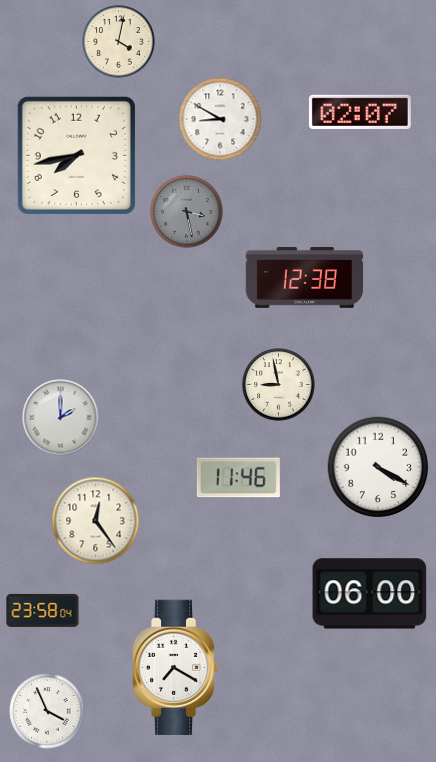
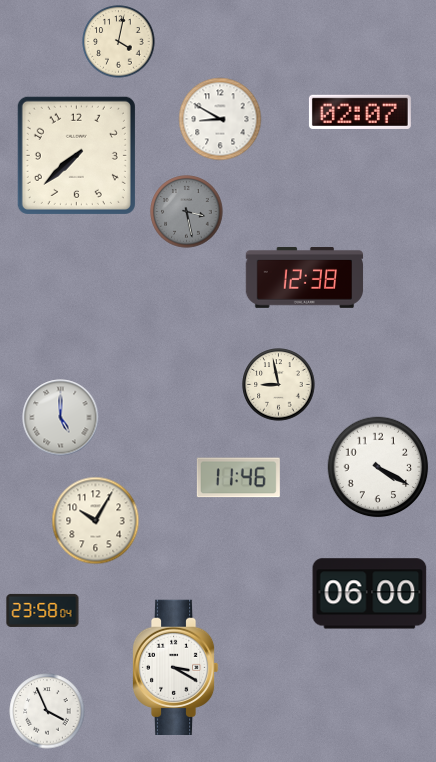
clock at (76, 155): 7:43 -> 7:38
clock at (61, 418): 2:00 -> 5:00
clock at (96, 521): 12:24 -> 10:05
clock at (175, 667): 7:20 -> 3:20
